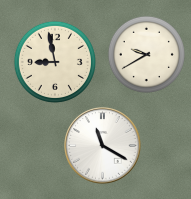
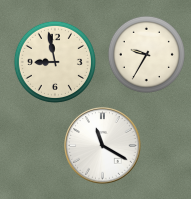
clock at (146, 54): 9:40 -> 9:35
